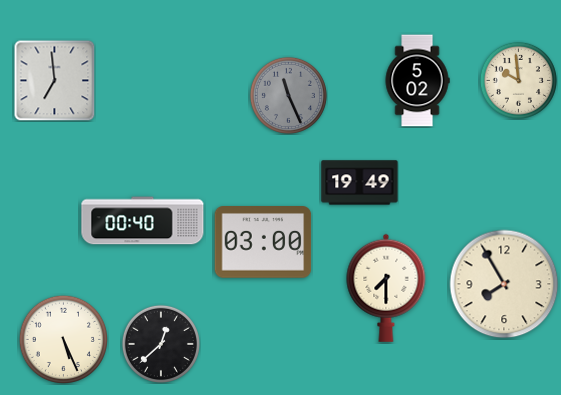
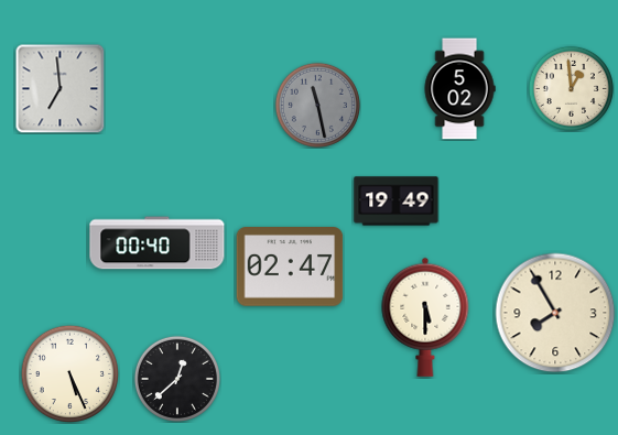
clock at (518, 80): 9:59 -> 12:59
clock at (288, 95): 11:26 -> 11:28
clock at (263, 242): 03:00 -> 02:47
clock at (386, 288): 7:30 -> 5:30
